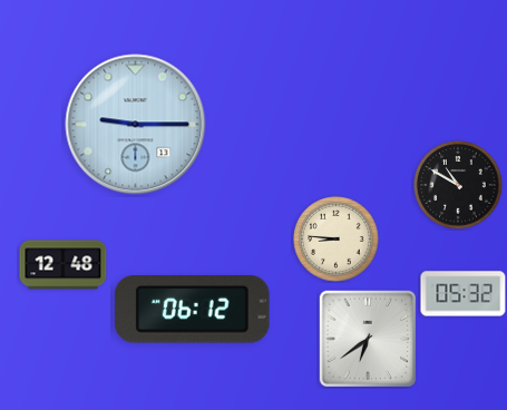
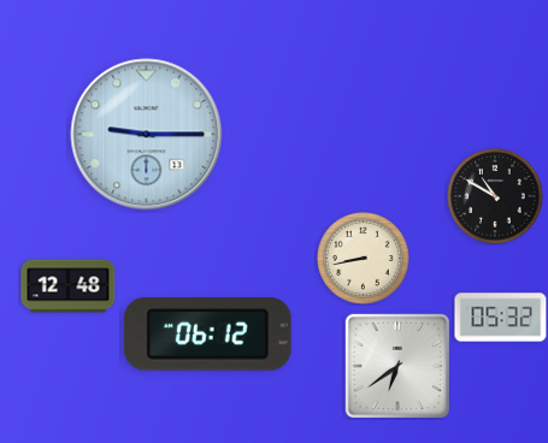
clock at (458, 185) position: (458, 185) -> (495, 196)
clock at (337, 240): 8:46 -> 8:43
